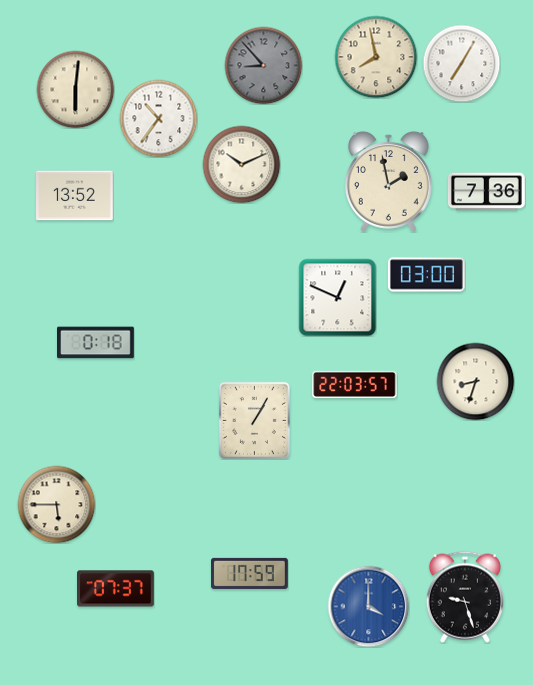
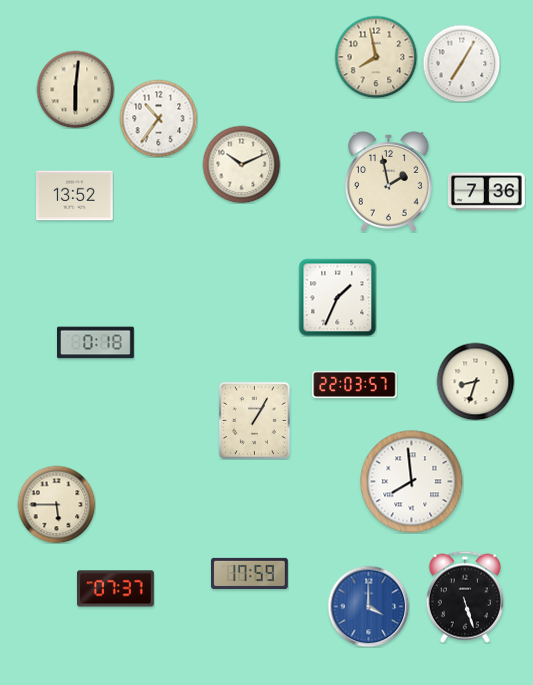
clock at (263, 65): 8:53 -> none
clock at (427, 275): 03:00 -> none
clock at (337, 297): 12:49 -> 1:34
clock at (412, 482): none -> 7:59
clock at (465, 597): 9:27 -> 5:27
